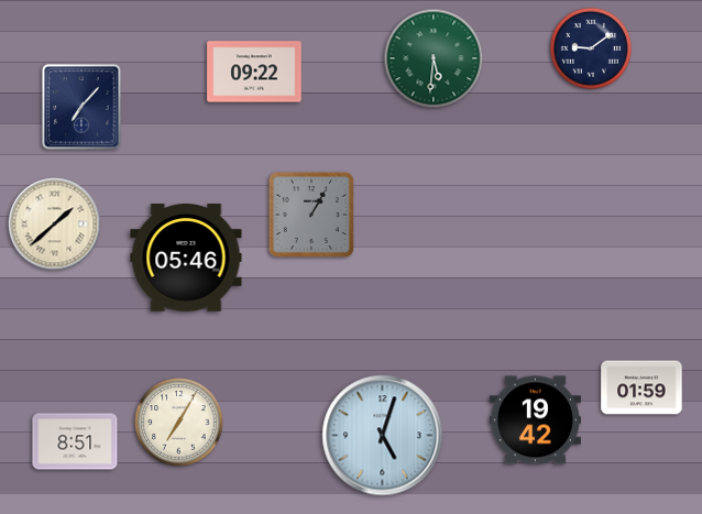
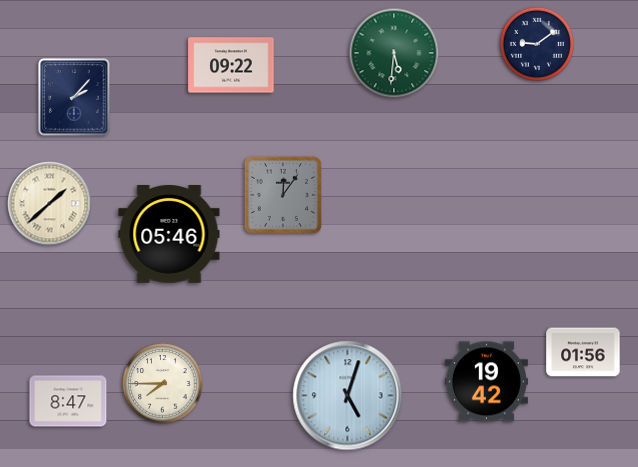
clock at (81, 107): 7:07 -> 2:07
clock at (311, 215): 1:05 -> 12:06
clock at (641, 387): 01:59 -> 01:56
clock at (179, 423): 7:05 -> 7:45
clock at (75, 441): 8:51 -> 8:47
